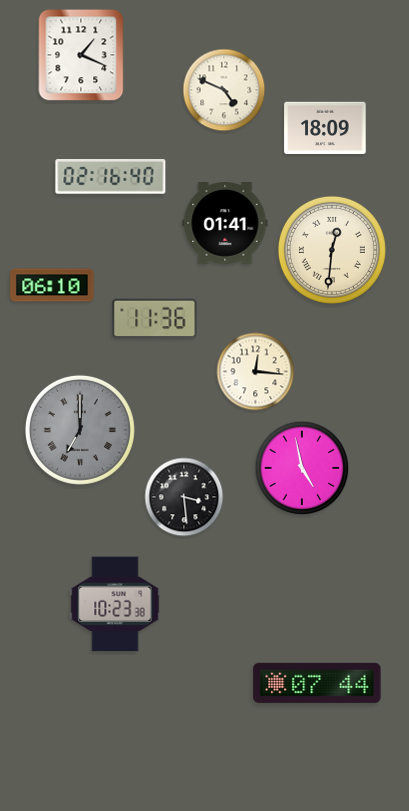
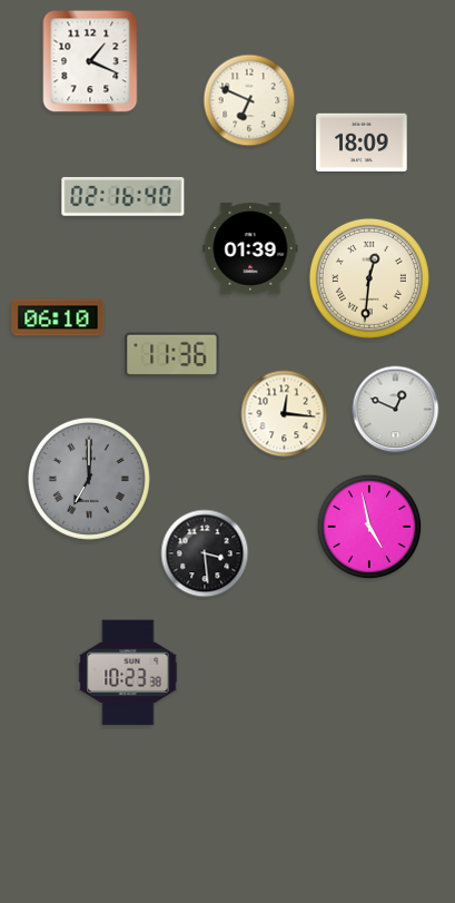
clock at (224, 90): 4:49 -> 6:49
clock at (225, 224): 01:41 -> 01:39
clock at (396, 410): none -> 12:49
clock at (302, 468) position: (302, 468) -> (369, 527)
clock at (317, 683): 07:44 -> none
